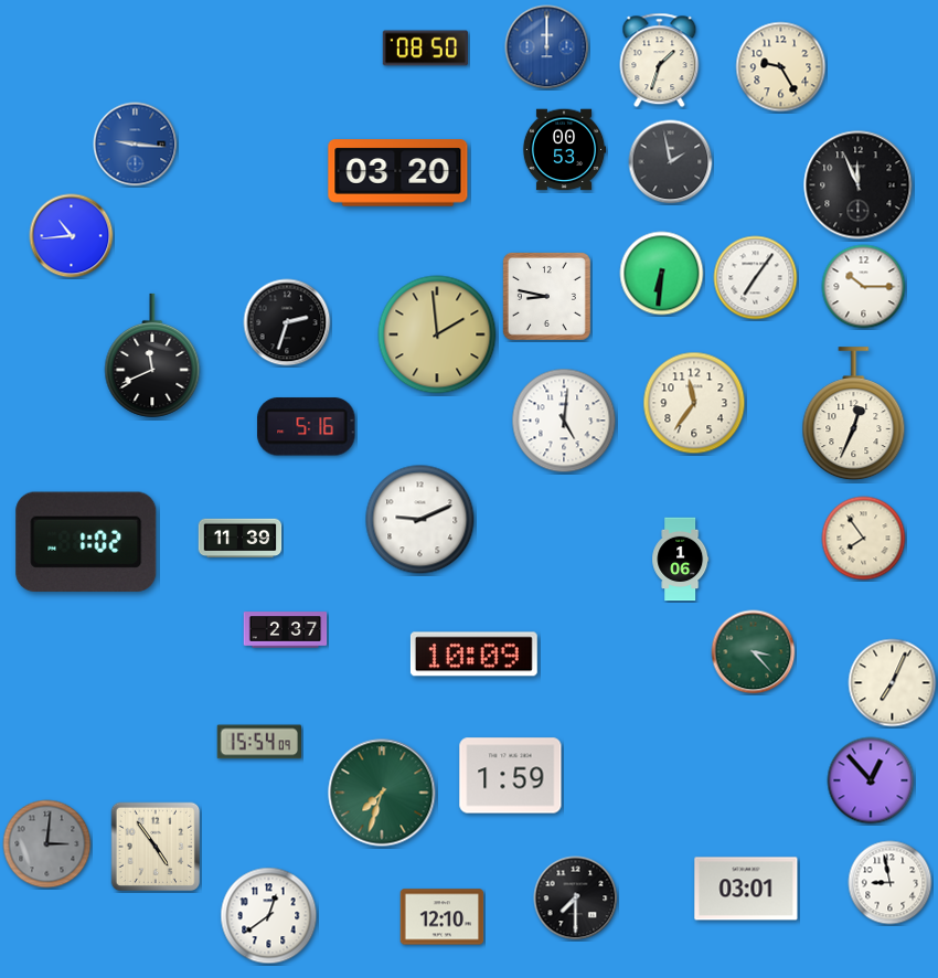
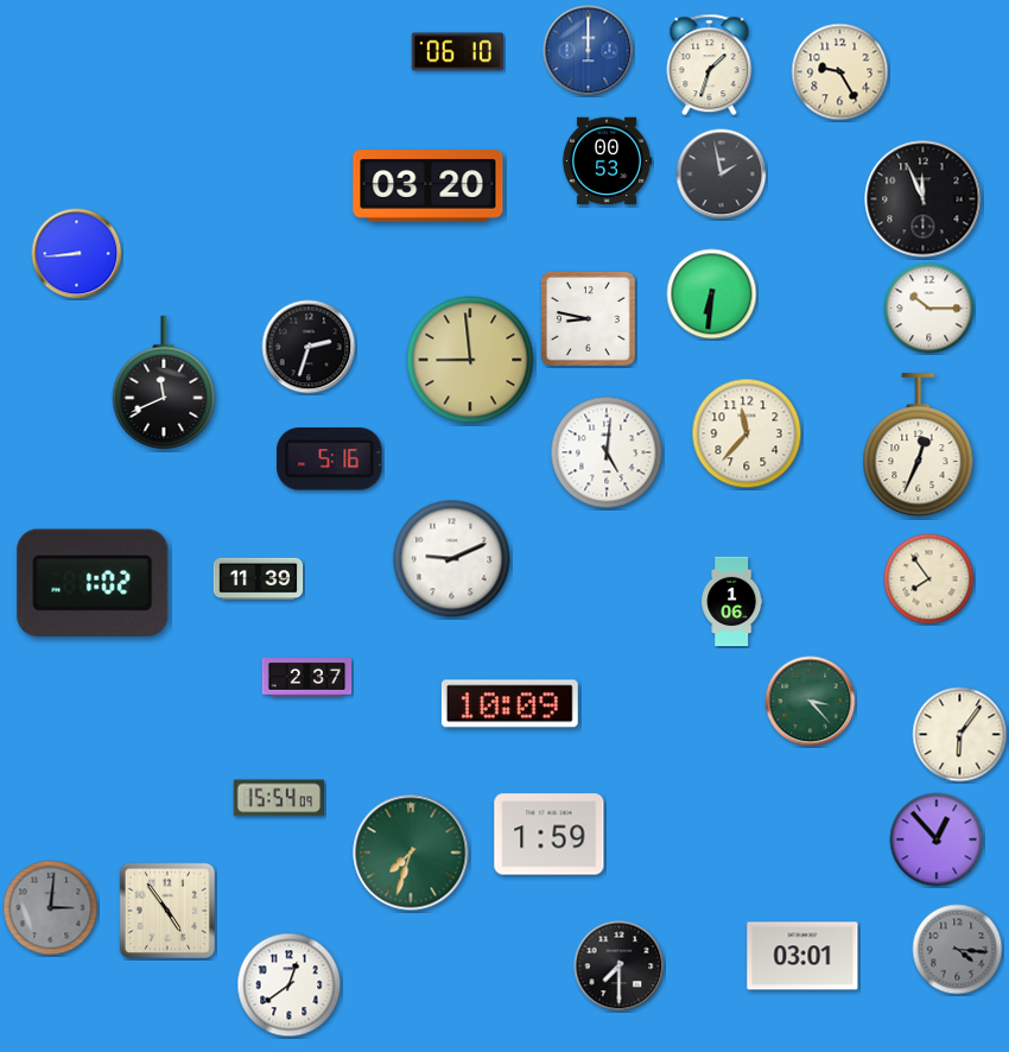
clock at (425, 49): 08:50 -> 06:10
clock at (136, 145): 9:16 -> none
clock at (72, 236): 10:44 -> 8:44
clock at (756, 278): 7:06 -> none
clock at (437, 334): 1:59 -> 8:59
clock at (694, 403): 11:36 -> 11:37
clock at (893, 683): 7:04 -> 6:06
clock at (891, 883): 8:58 -> 4:16
clock at (891, 883) dial: white -> grey
clock at (443, 917): 12:10 -> none
